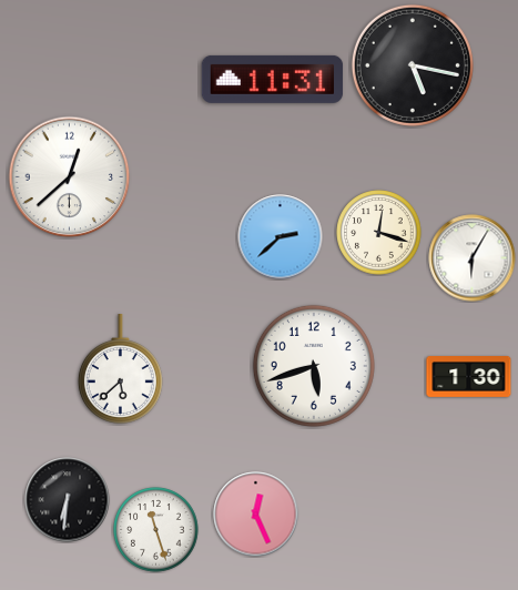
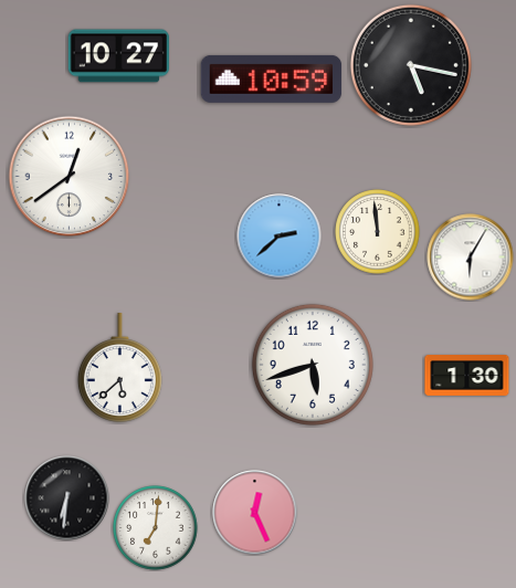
clock at (118, 56): none -> 10:27
clock at (273, 79): 11:31 -> 10:59
clock at (70, 177): 12:38 -> 12:39
clock at (379, 233): 12:18 -> 11:59
clock at (156, 530): 11:27 -> 7:01
